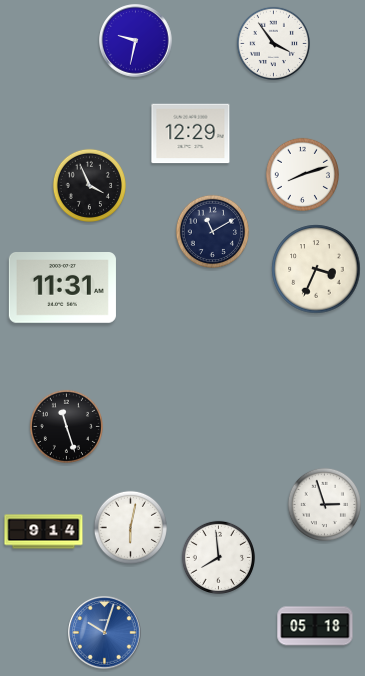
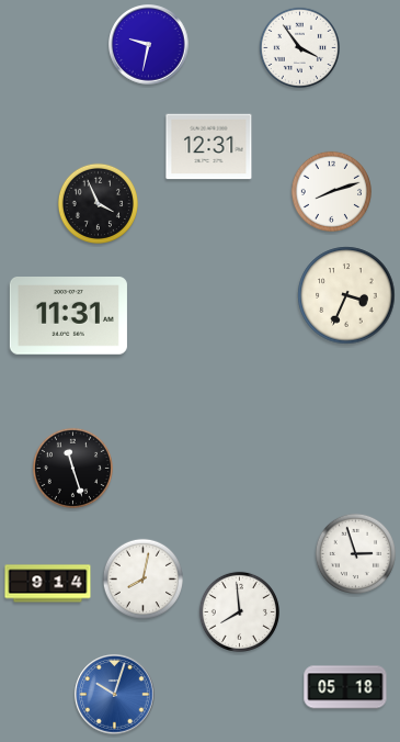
clock at (191, 134): 12:29 -> 12:31
clock at (212, 231): 11:10 -> none
clock at (130, 527): 6:02 -> 8:02
